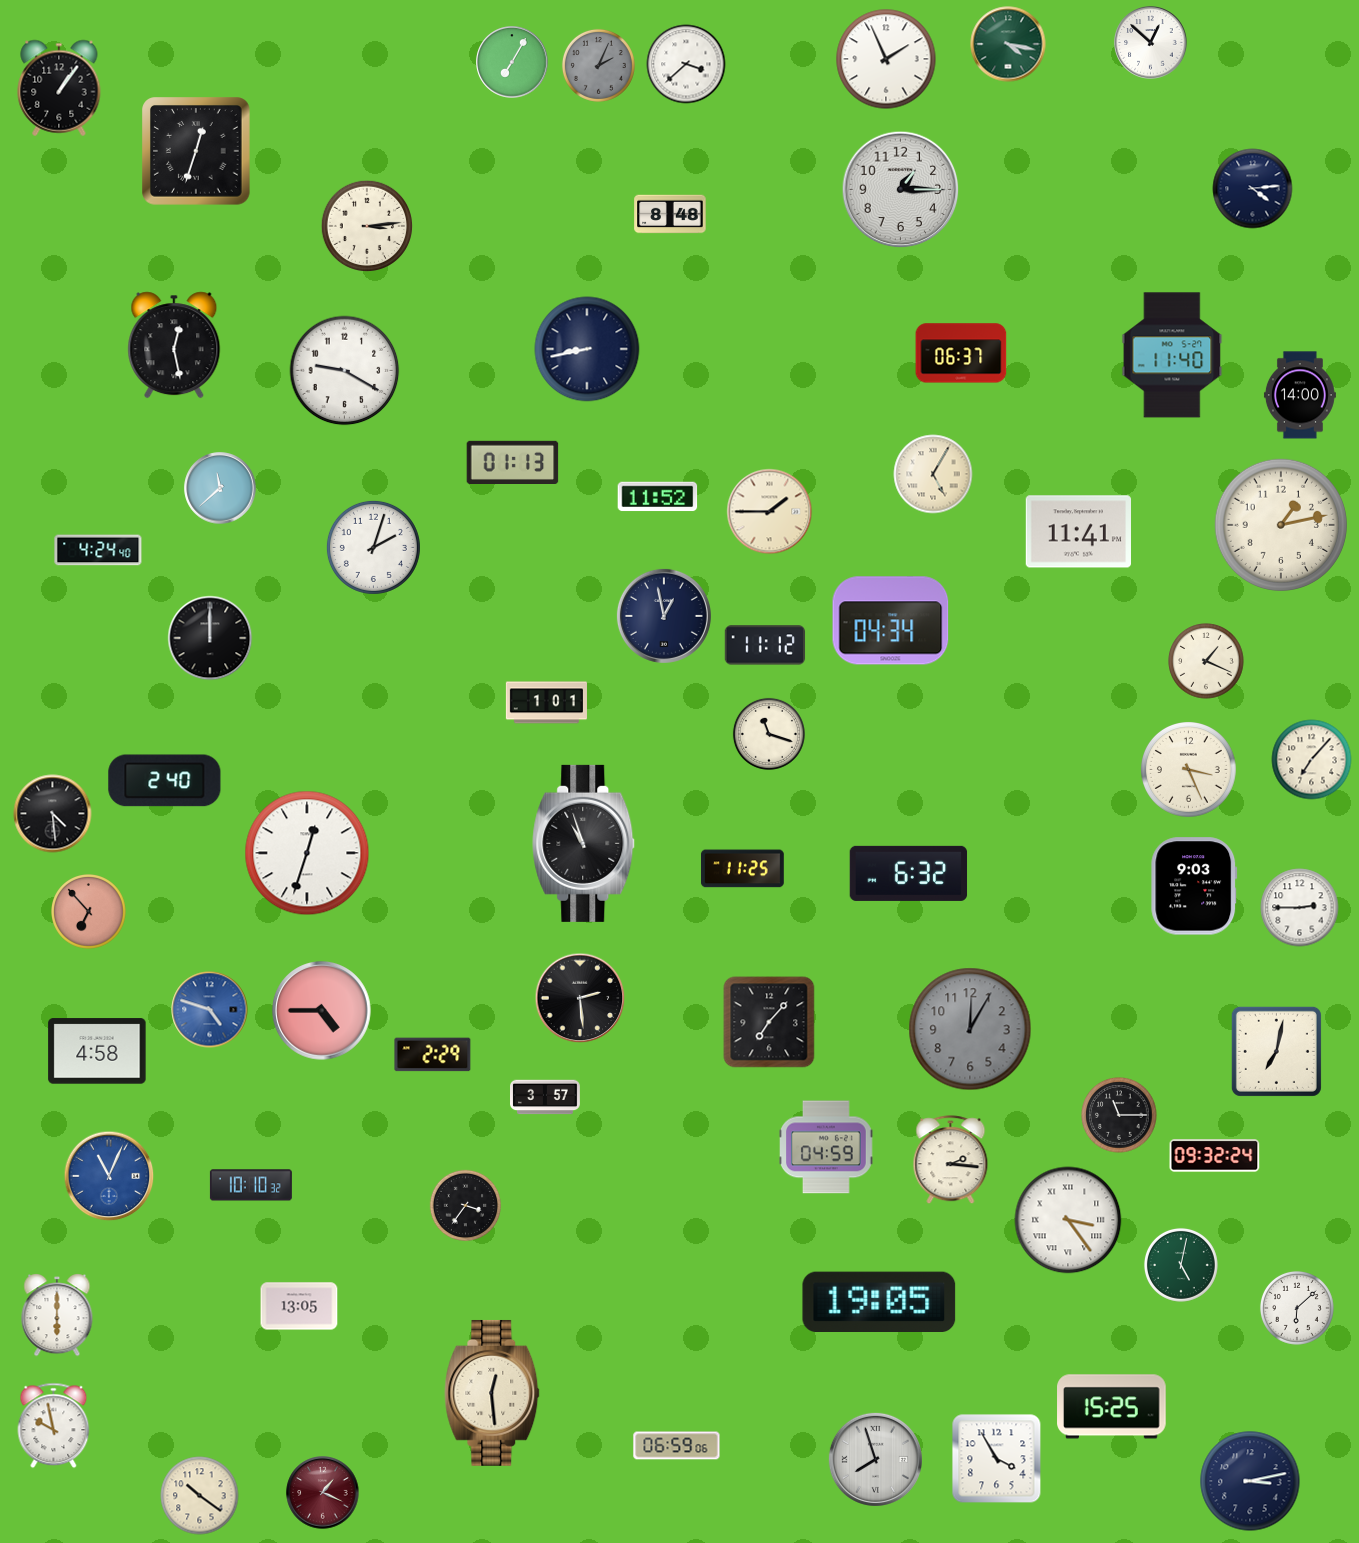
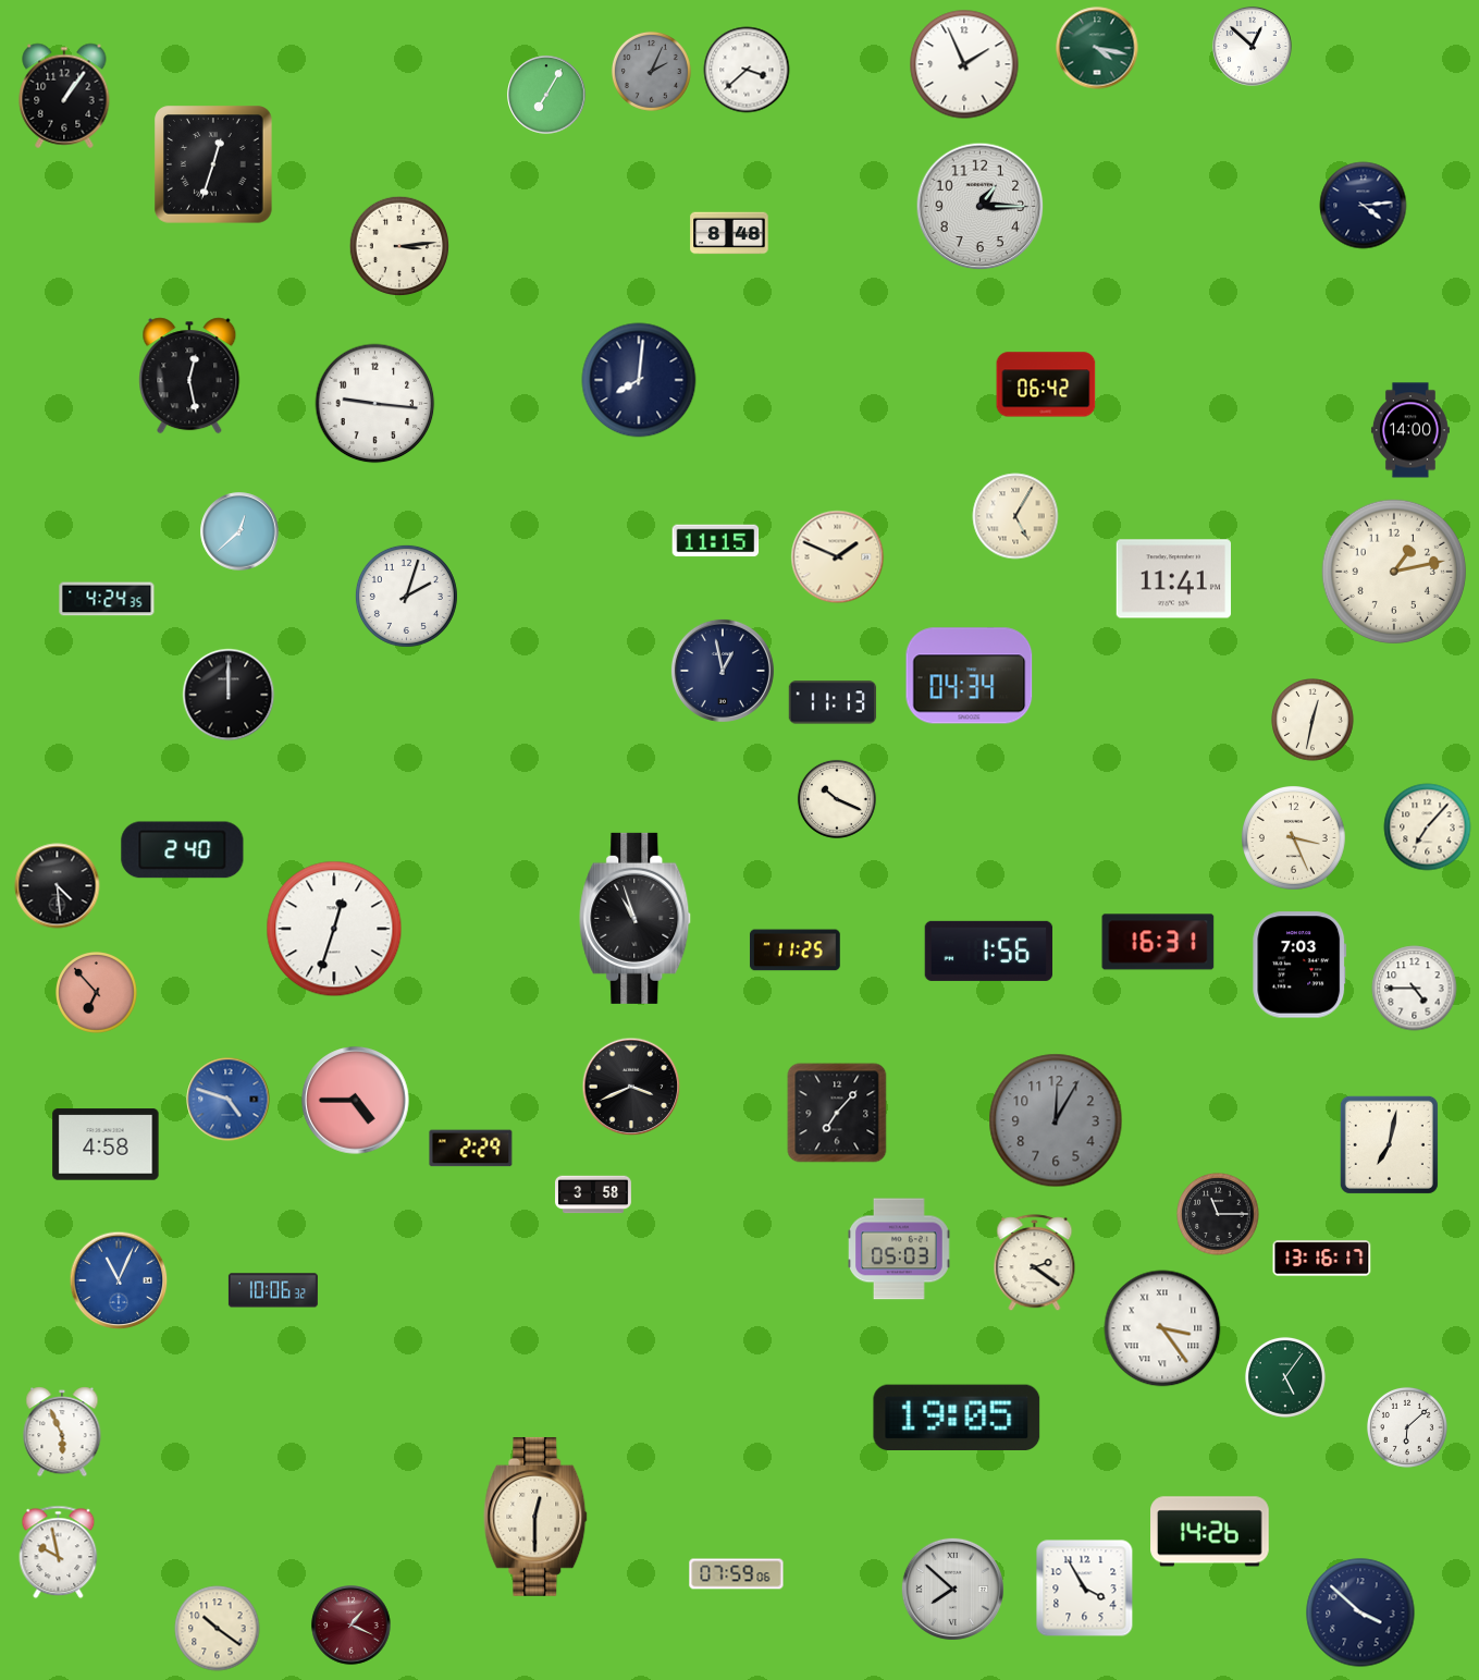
clock at (512, 62) position: (512, 62) -> (546, 95)
clock at (587, 349): 8:43 -> 8:01
clock at (961, 353): 06:37 -> 06:42
clock at (1172, 355): 11:40 -> none
clock at (345, 371): 9:20 -> 9:16
clock at (1300, 395) position: (1300, 395) -> (1410, 430)
clock at (513, 462): 01:13 -> none
clock at (220, 488): 11:38 -> 12:38
clock at (658, 497): 11:52 -> 11:15
clock at (770, 512): 1:45 -> 1:49
clock at (98, 550): 4:24:40 -> 4:24:35
clock at (765, 645): 11:12 -> 11:13
clock at (1206, 661): 1:19 -> 12:32
clock at (546, 703): 1:01 -> none
clock at (769, 734): 11:18 -> 10:19
clock at (165, 781) position: (165, 781) -> (183, 850)
clock at (1158, 942): none -> 16:31
clock at (742, 869) position: (742, 869) -> (794, 951)
clock at (909, 873): 6:32 -> 1:56
clock at (1194, 886): 9:03 -> 7:03
clock at (1300, 908): 2:45 -> 4:45
clock at (580, 998): 2:29 -> 3:41
clock at (322, 1011) position: (322, 1011) -> (356, 1101)
clock at (546, 1097): 3:57 -> 3:58
clock at (827, 1147): 04:59 -> 05:03
clock at (1215, 1156): 09:32 -> 13:16
clock at (951, 1160): 2:16 -> 2:21
clock at (251, 1185): 10:10 -> 10:06
clock at (465, 1205): 3:36 -> none
clock at (1181, 1265): 5:02 -> 5:06
clock at (299, 1306): 13:05 -> none
clock at (1297, 1308) position: (1297, 1308) -> (1407, 1427)
clock at (57, 1315): 6:00 -> 5:56
clock at (492, 1393): 12:29 -> 12:30
clock at (1112, 1407): 15:25 -> 14:26
clock at (677, 1446): 06:59 -> 07:59
clock at (875, 1459): 7:57 -> 7:52
clock at (1250, 1481): 3:13 -> 3:52
